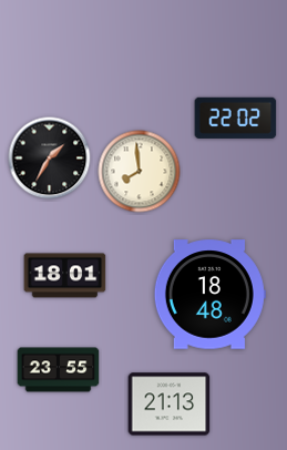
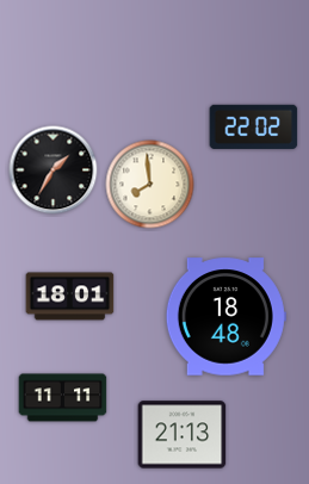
clock at (59, 370): 23:55 -> 11:11
